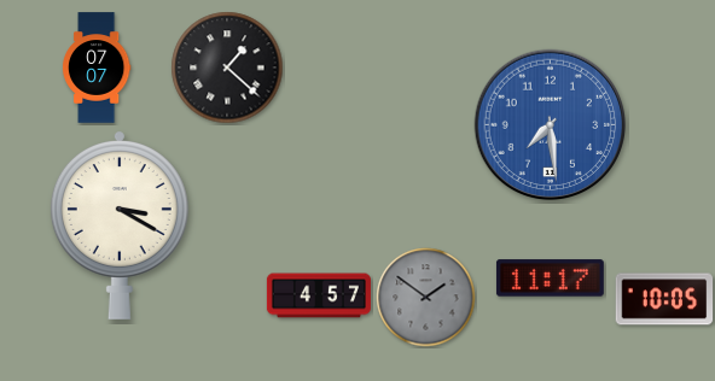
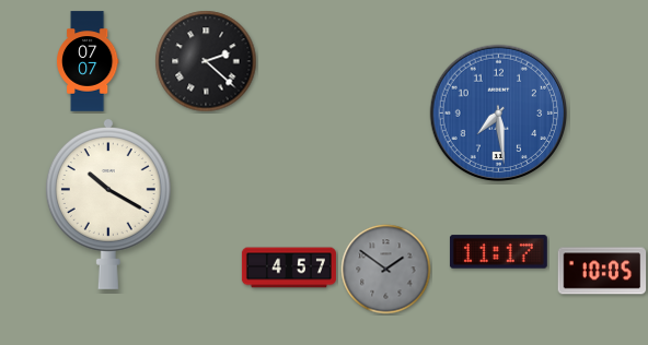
clock at (227, 68): 1:22 -> 2:22
clock at (120, 225): 3:20 -> 10:20
